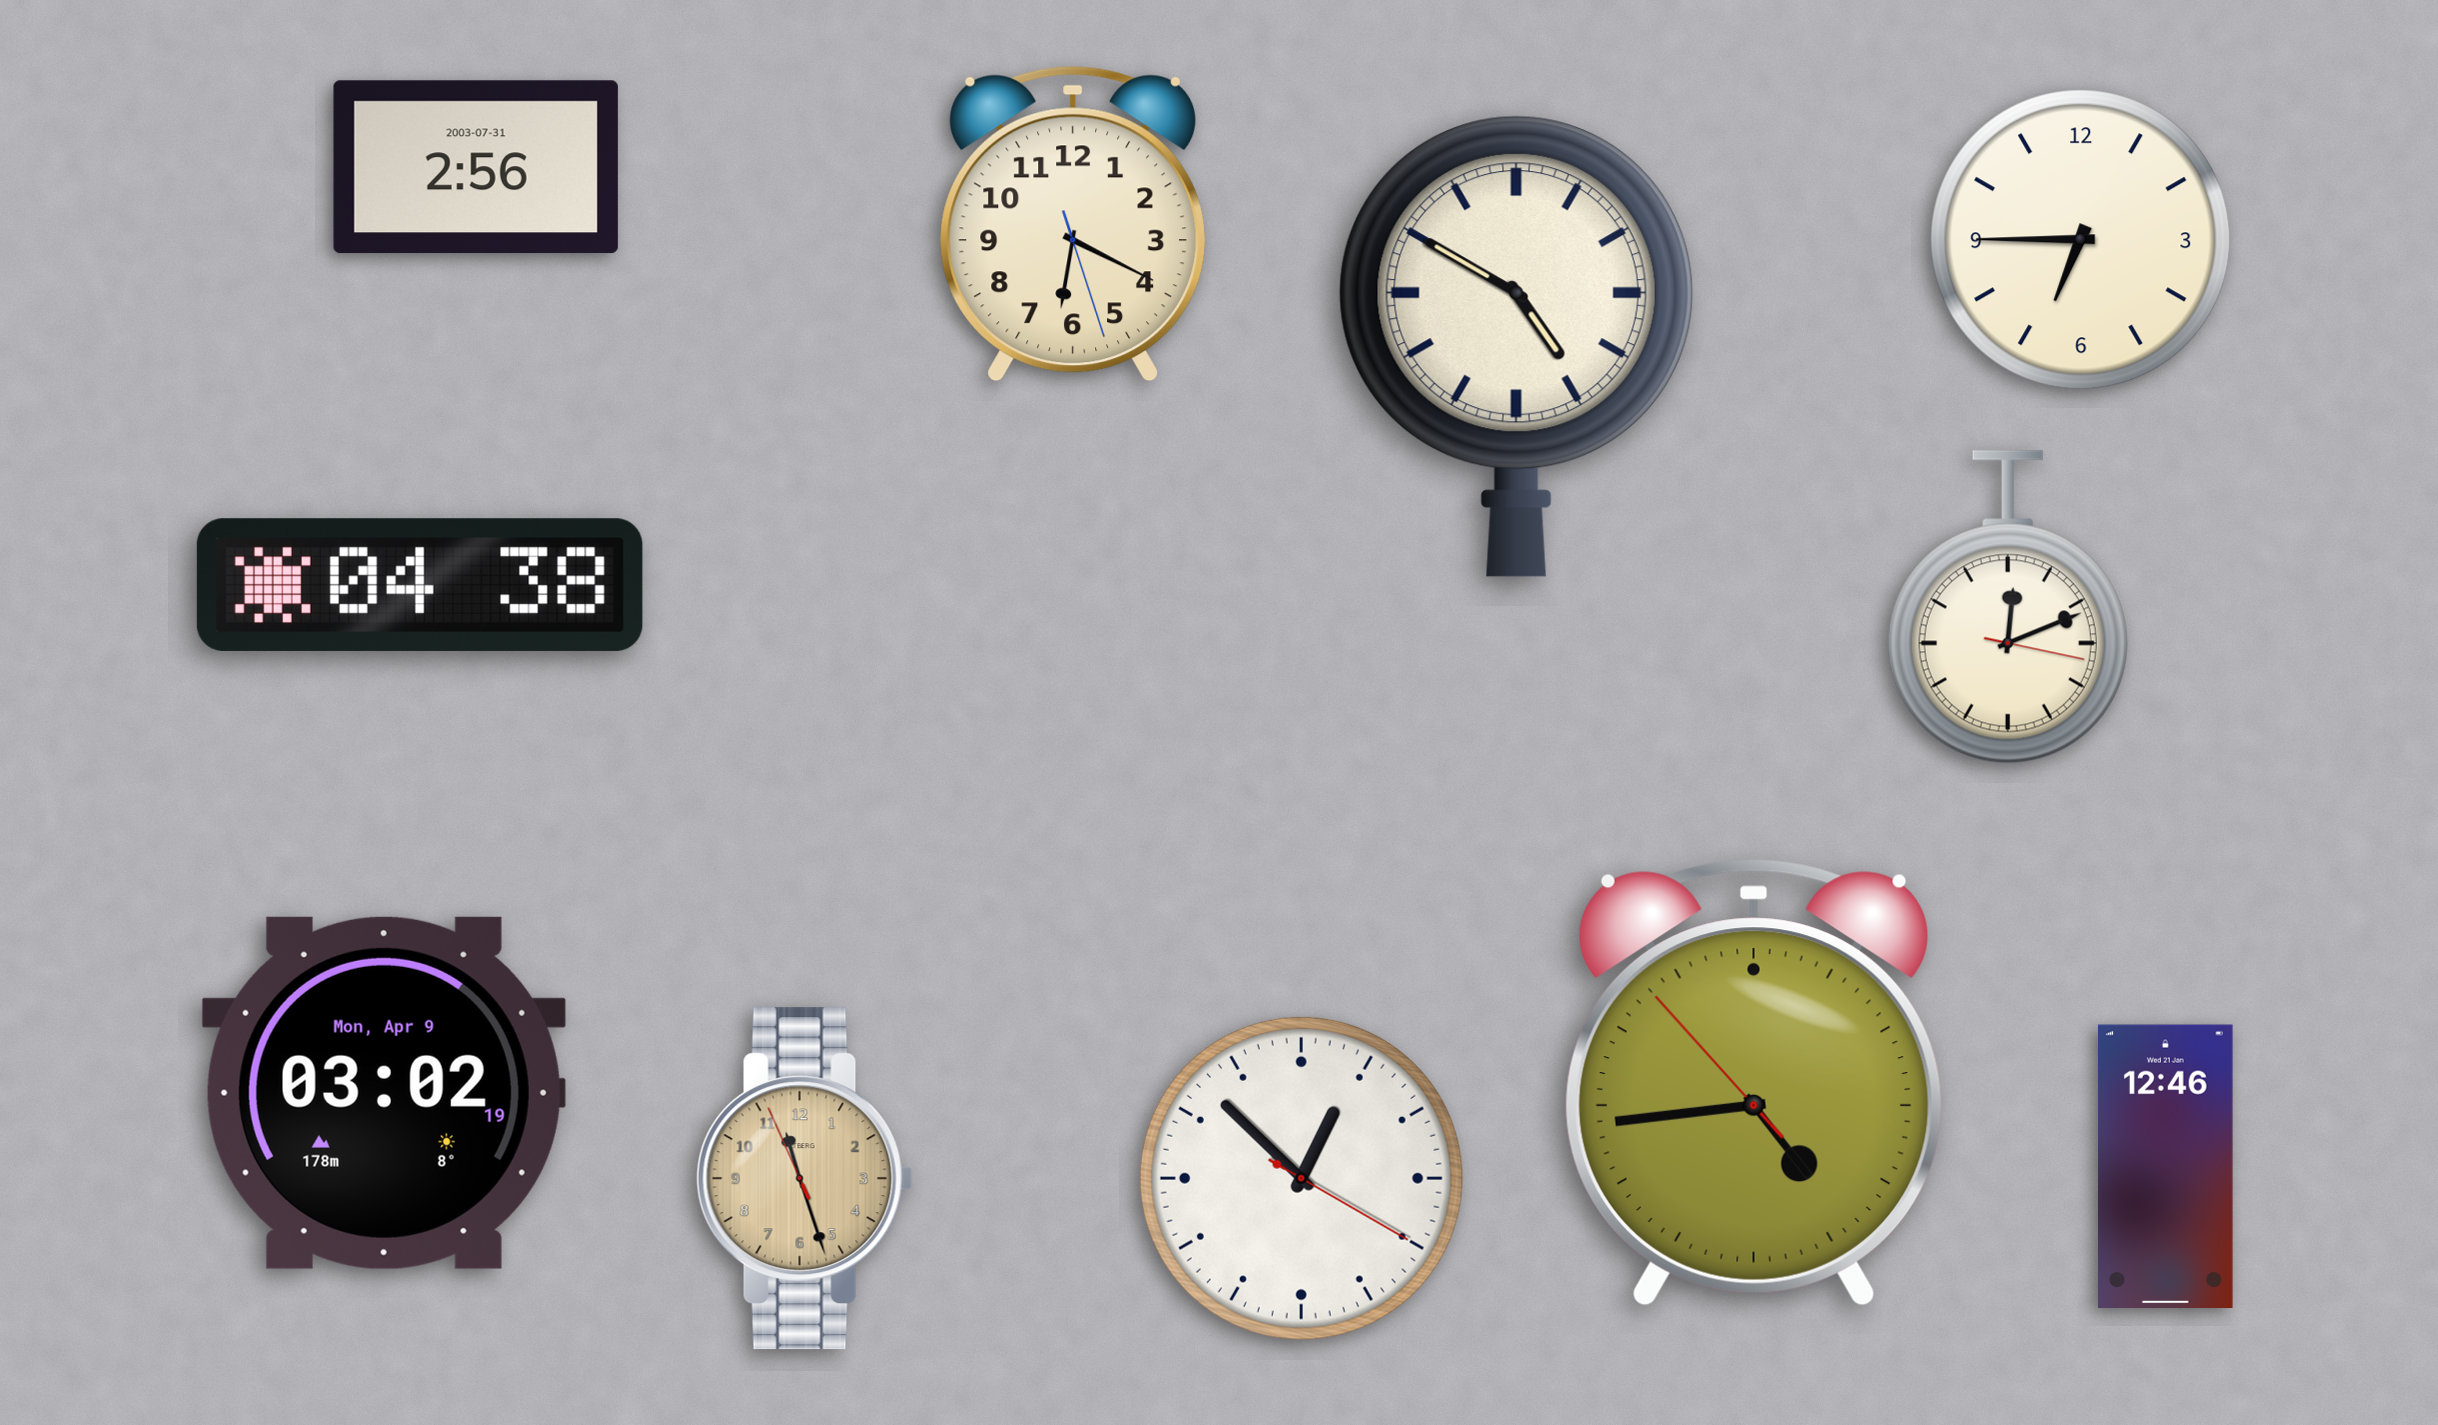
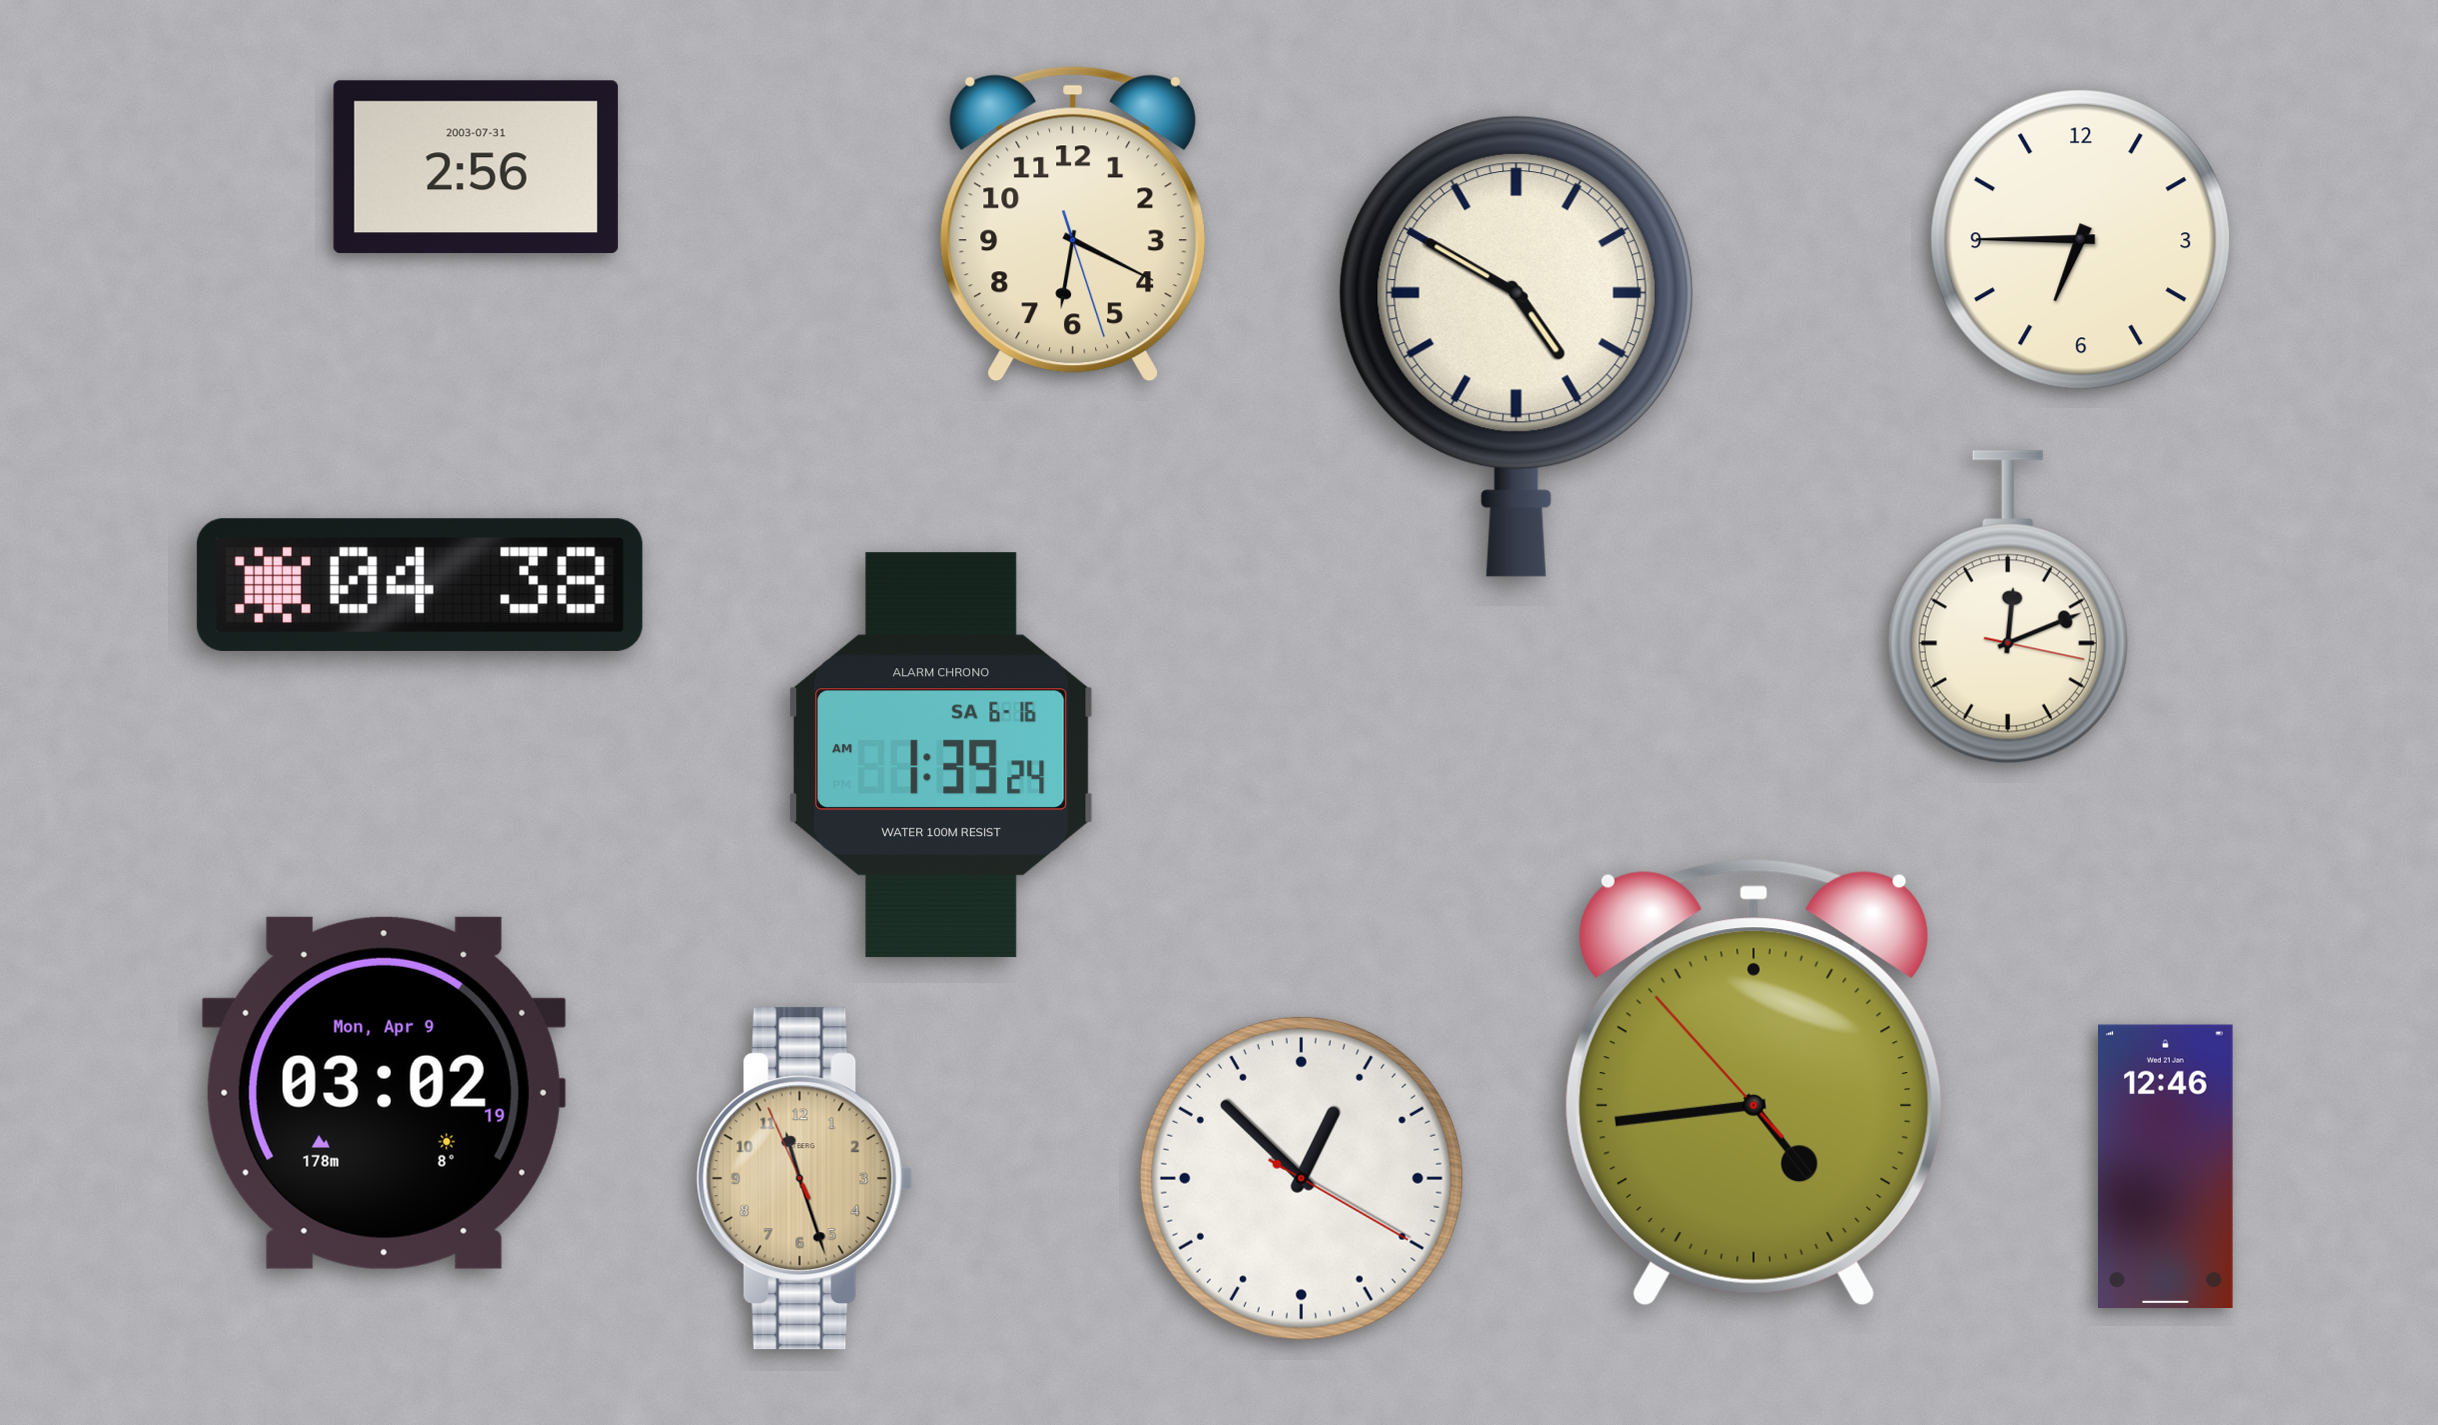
clock at (941, 755): none -> 1:39
